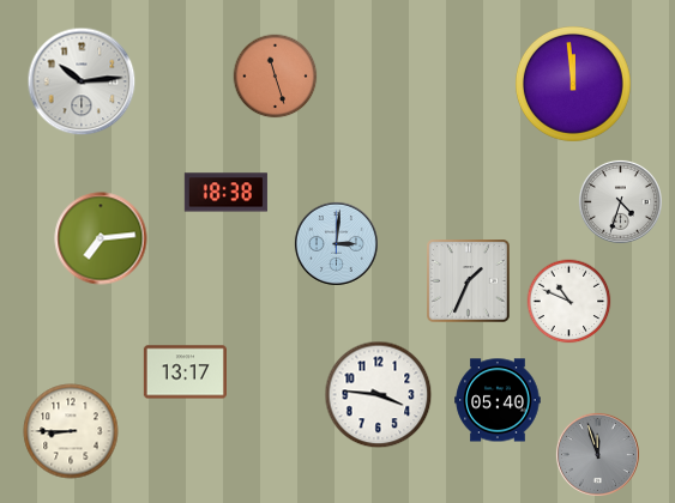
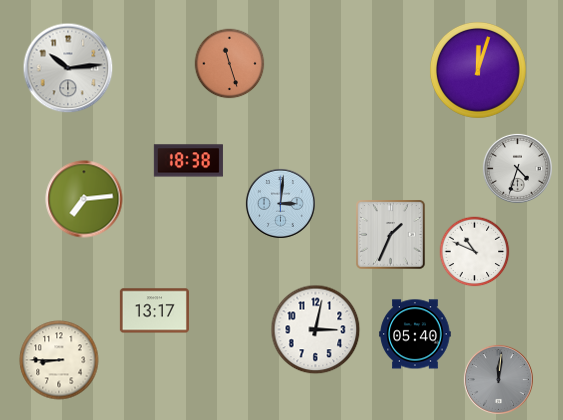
clock at (573, 84): 11:59 -> 12:03
clock at (379, 395): 3:46 -> 3:02
clock at (597, 454): 11:57 -> 12:01
